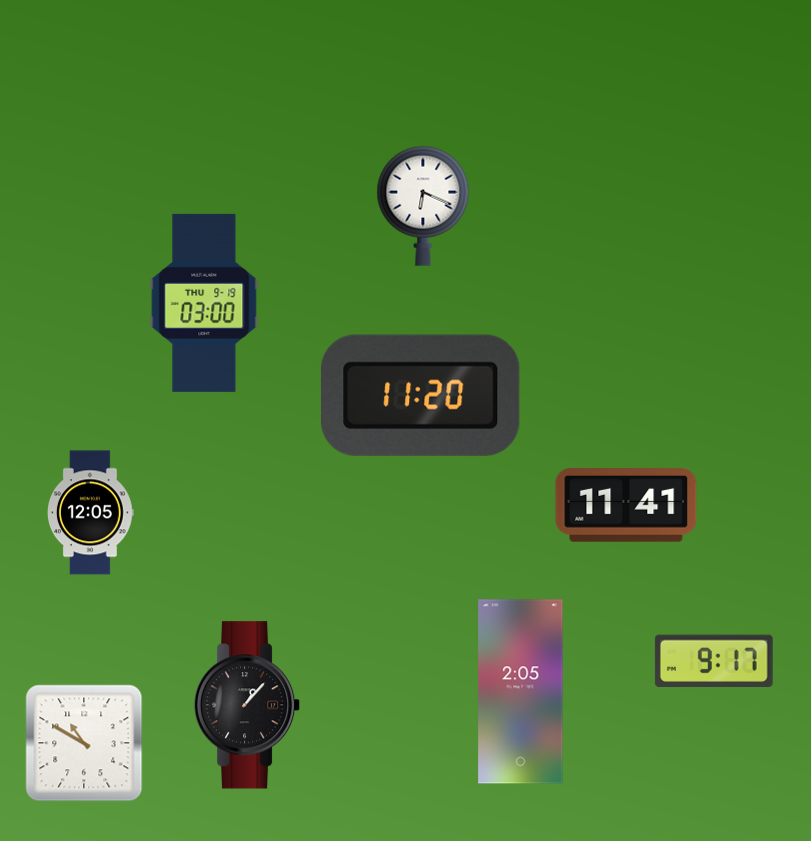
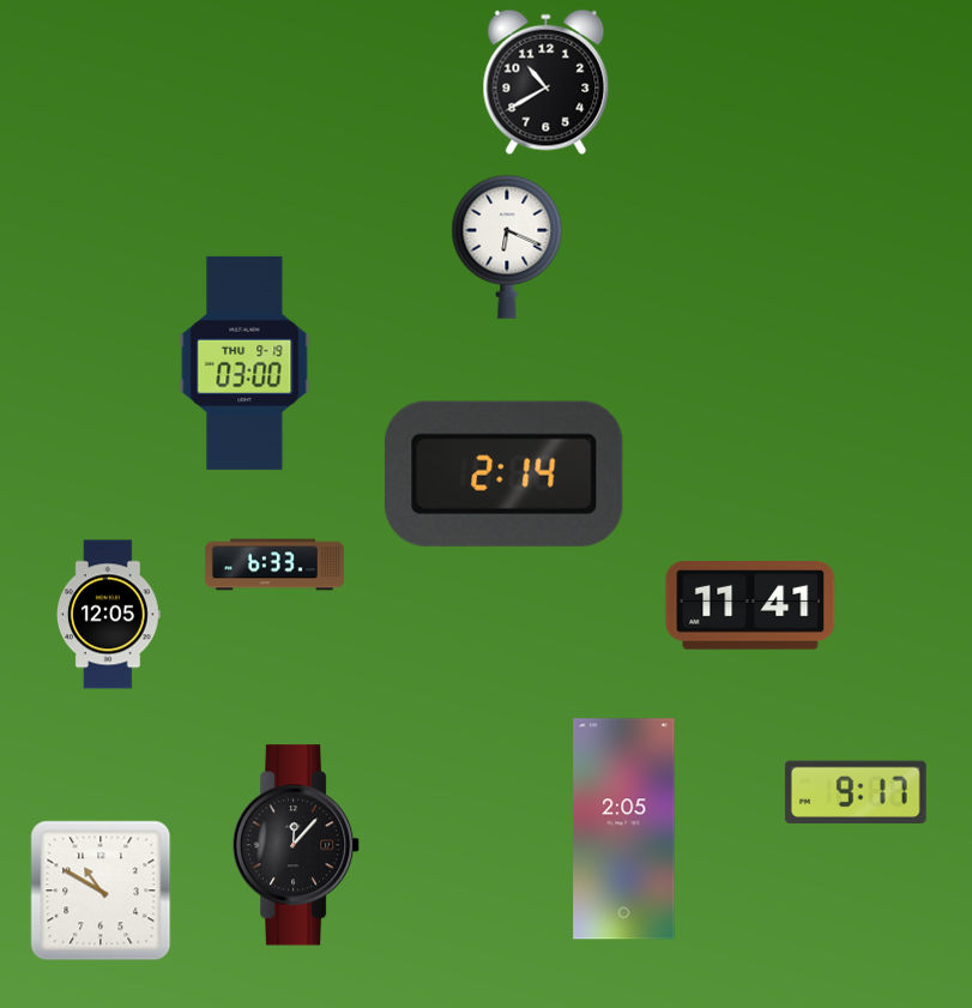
clock at (547, 83): none -> 10:40
clock at (420, 395): 11:20 -> 2:14
clock at (274, 565): none -> 6:33
clock at (247, 705): 1:07 -> 12:07
